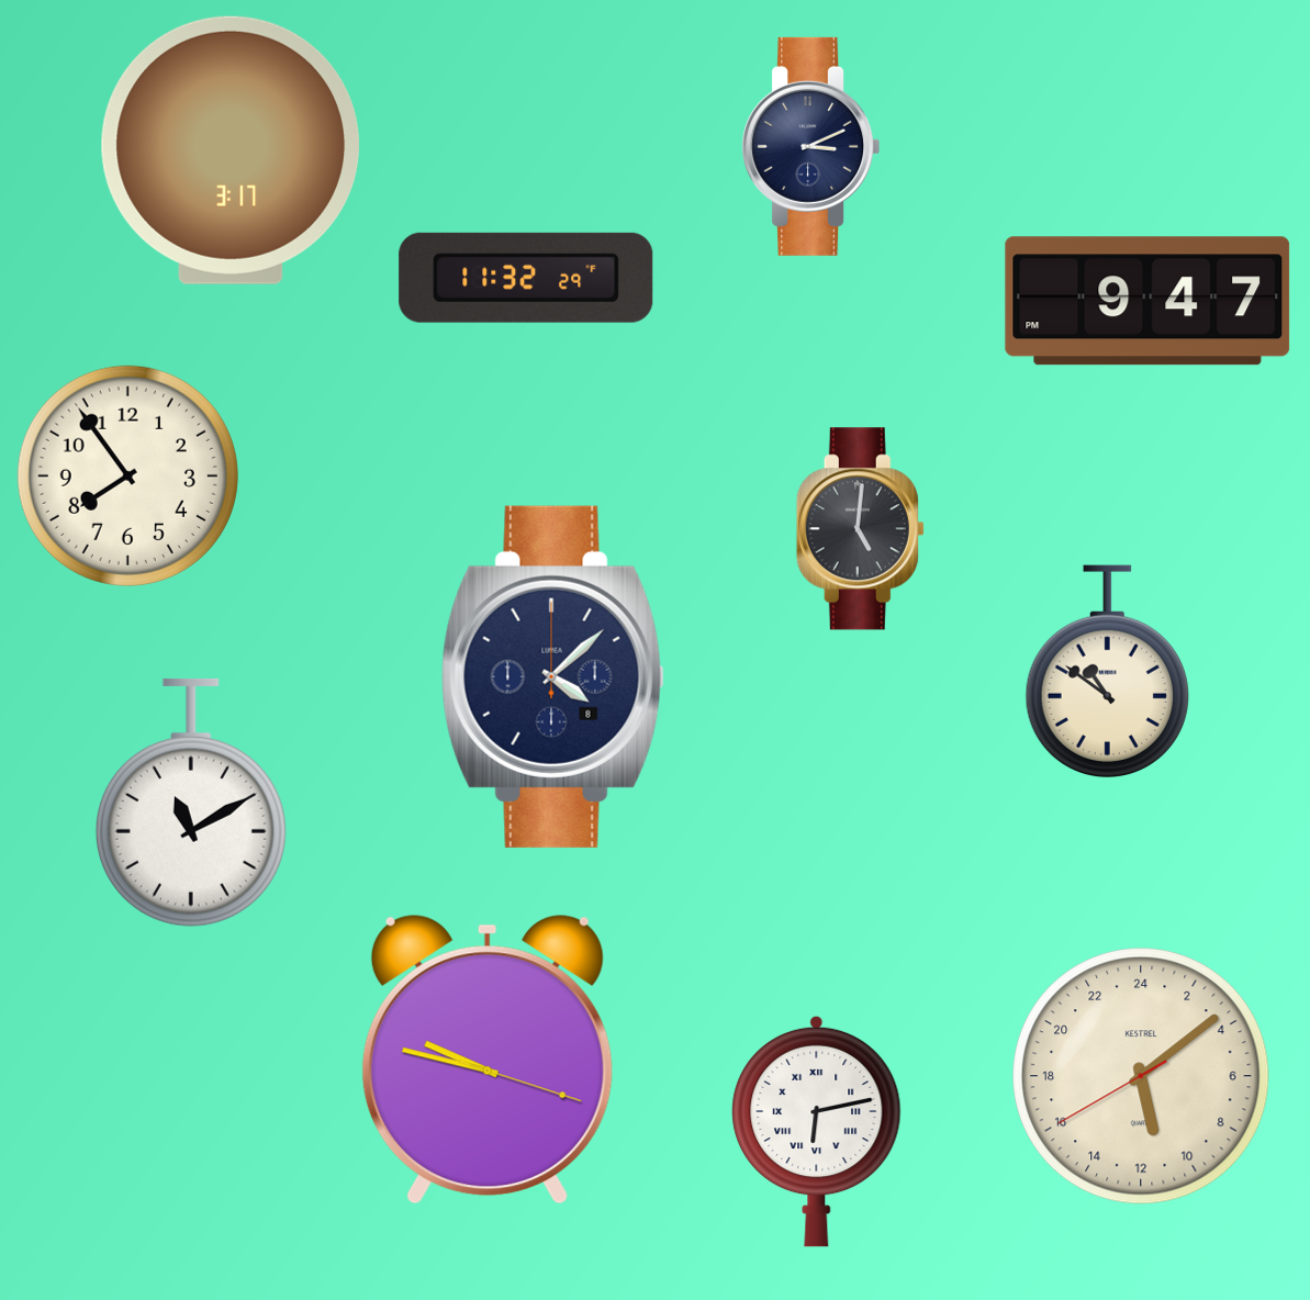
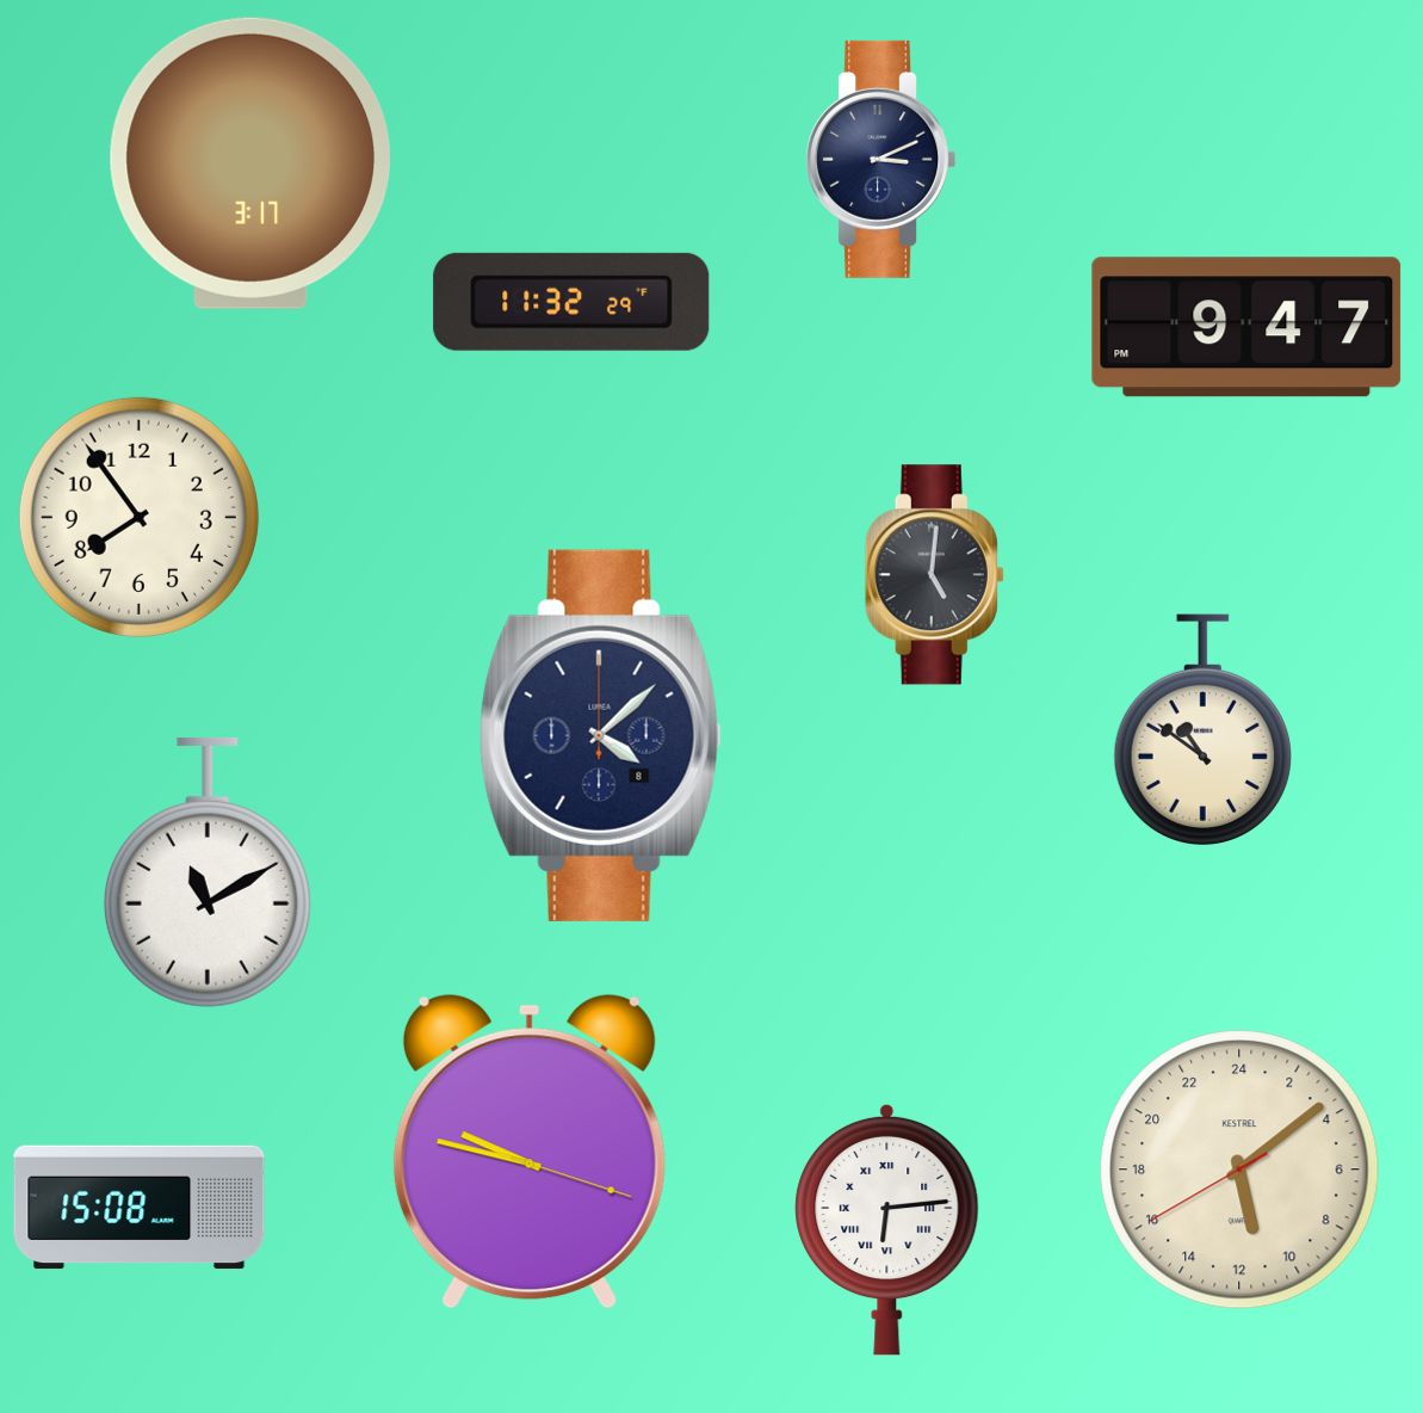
clock at (140, 1208): none -> 15:08
clock at (817, 1131): 6:13 -> 6:14
